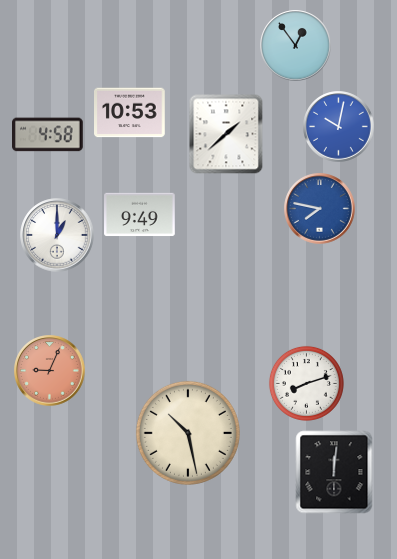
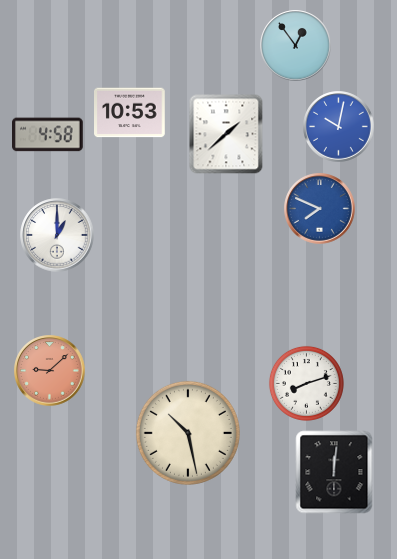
clock at (320, 209): 7:47 -> 7:49
clock at (140, 215): 9:49 -> none
clock at (50, 371): 9:04 -> 9:08
